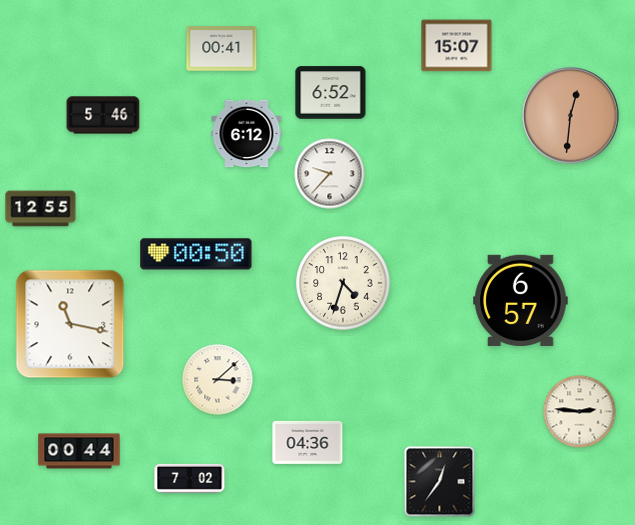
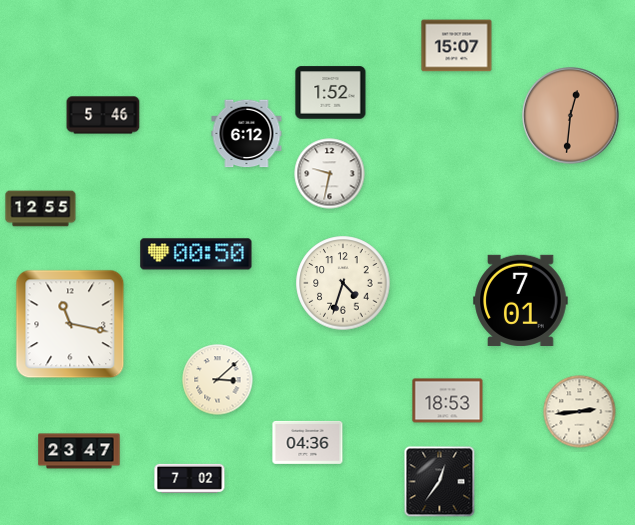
clock at (222, 49): 00:41 -> none
clock at (331, 93): 6:52 -> 1:52
clock at (330, 174): 9:37 -> 9:32
clock at (521, 300): 6:57 -> 7:01
clock at (448, 401): none -> 18:53
clock at (580, 412): 2:46 -> 2:44
clock at (79, 451): 00:44 -> 23:47
